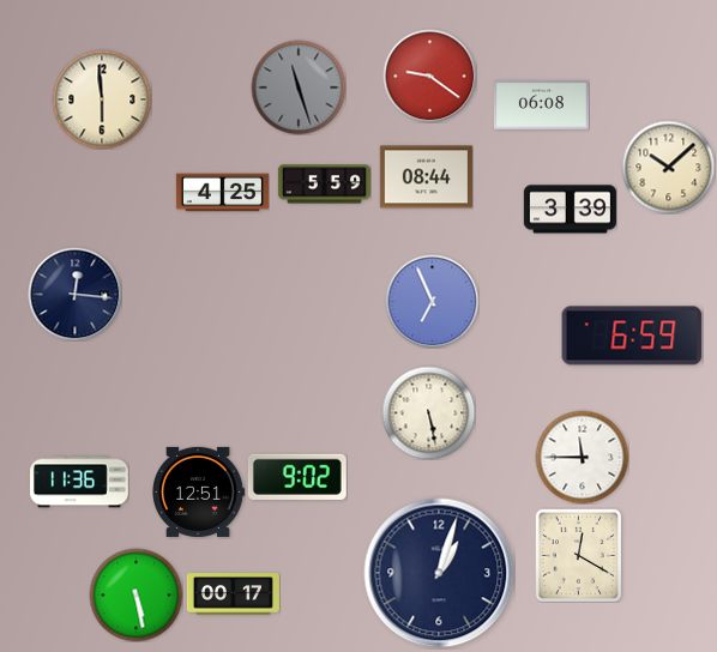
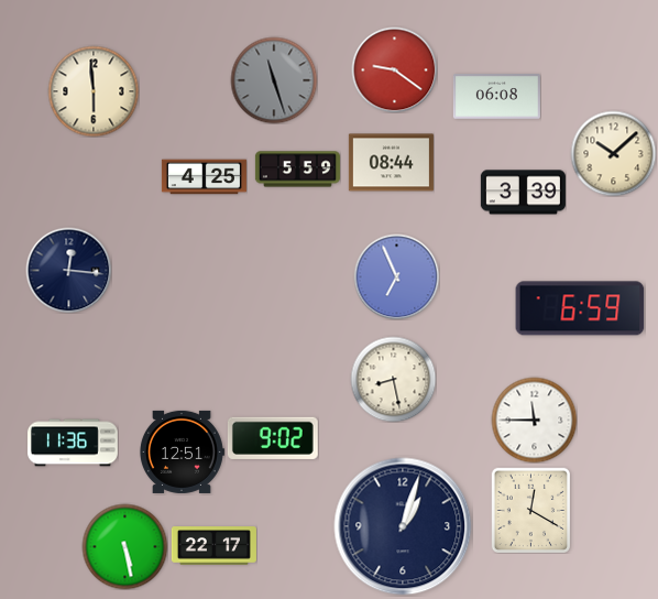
clock at (428, 412): 5:28 -> 8:28
clock at (233, 594): 00:17 -> 22:17
